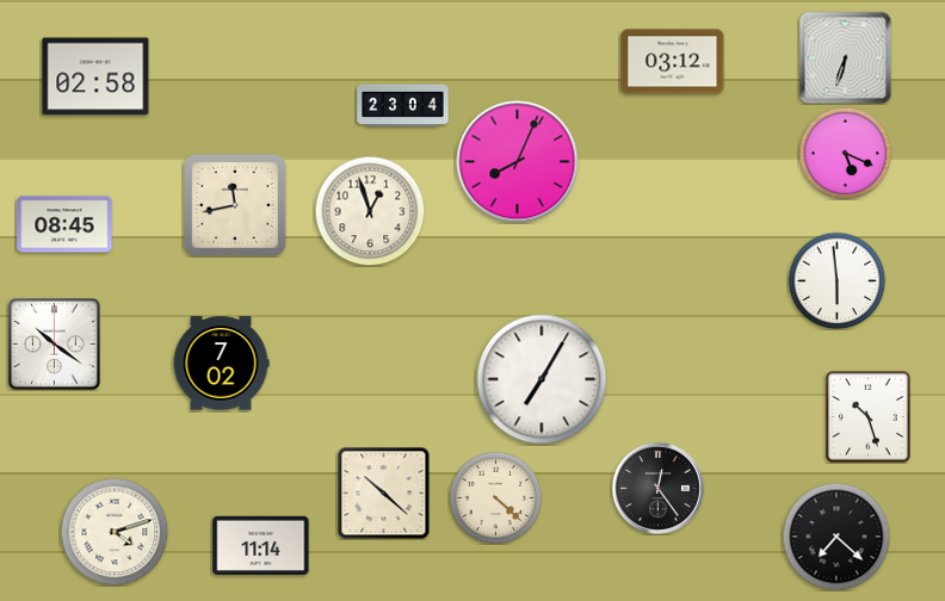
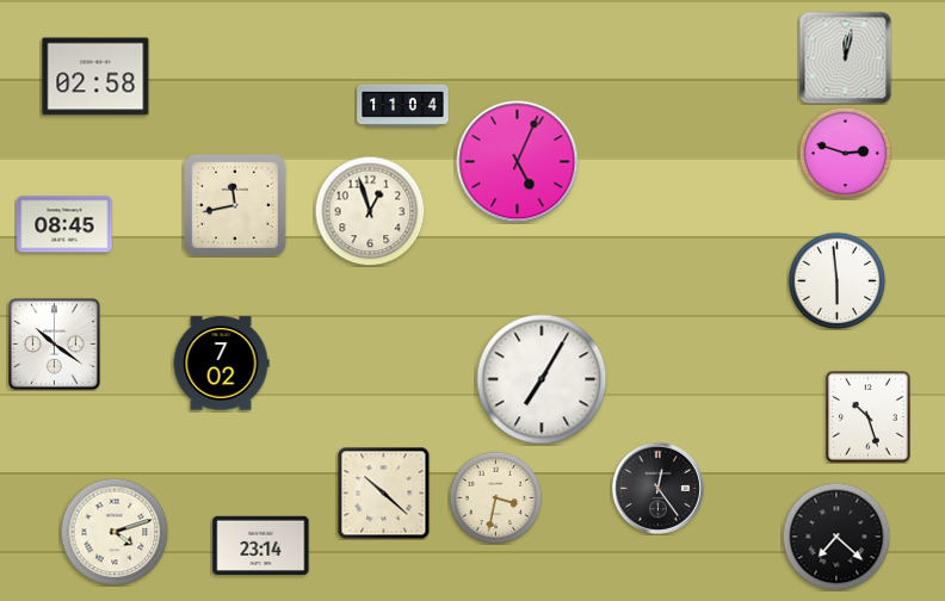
clock at (845, 57): 6:33 -> 12:02
clock at (673, 62): 03:12 -> none
clock at (403, 105): 23:04 -> 11:04
clock at (845, 153): 5:19 -> 2:48
clock at (518, 162): 8:04 -> 5:04
clock at (495, 497): 4:22 -> 3:32
clock at (261, 545): 11:14 -> 23:14
